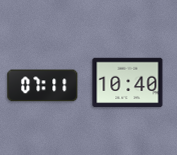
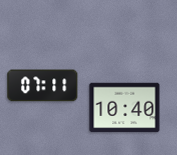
clock at (128, 83) position: (128, 83) -> (125, 108)
